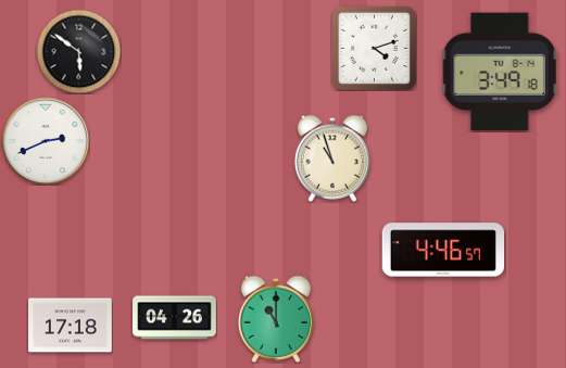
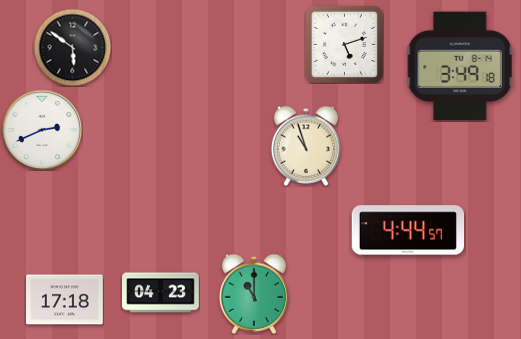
clock at (374, 48): 4:12 -> 5:12
clock at (443, 250): 4:46 -> 4:44
clock at (175, 318): 04:26 -> 04:23
